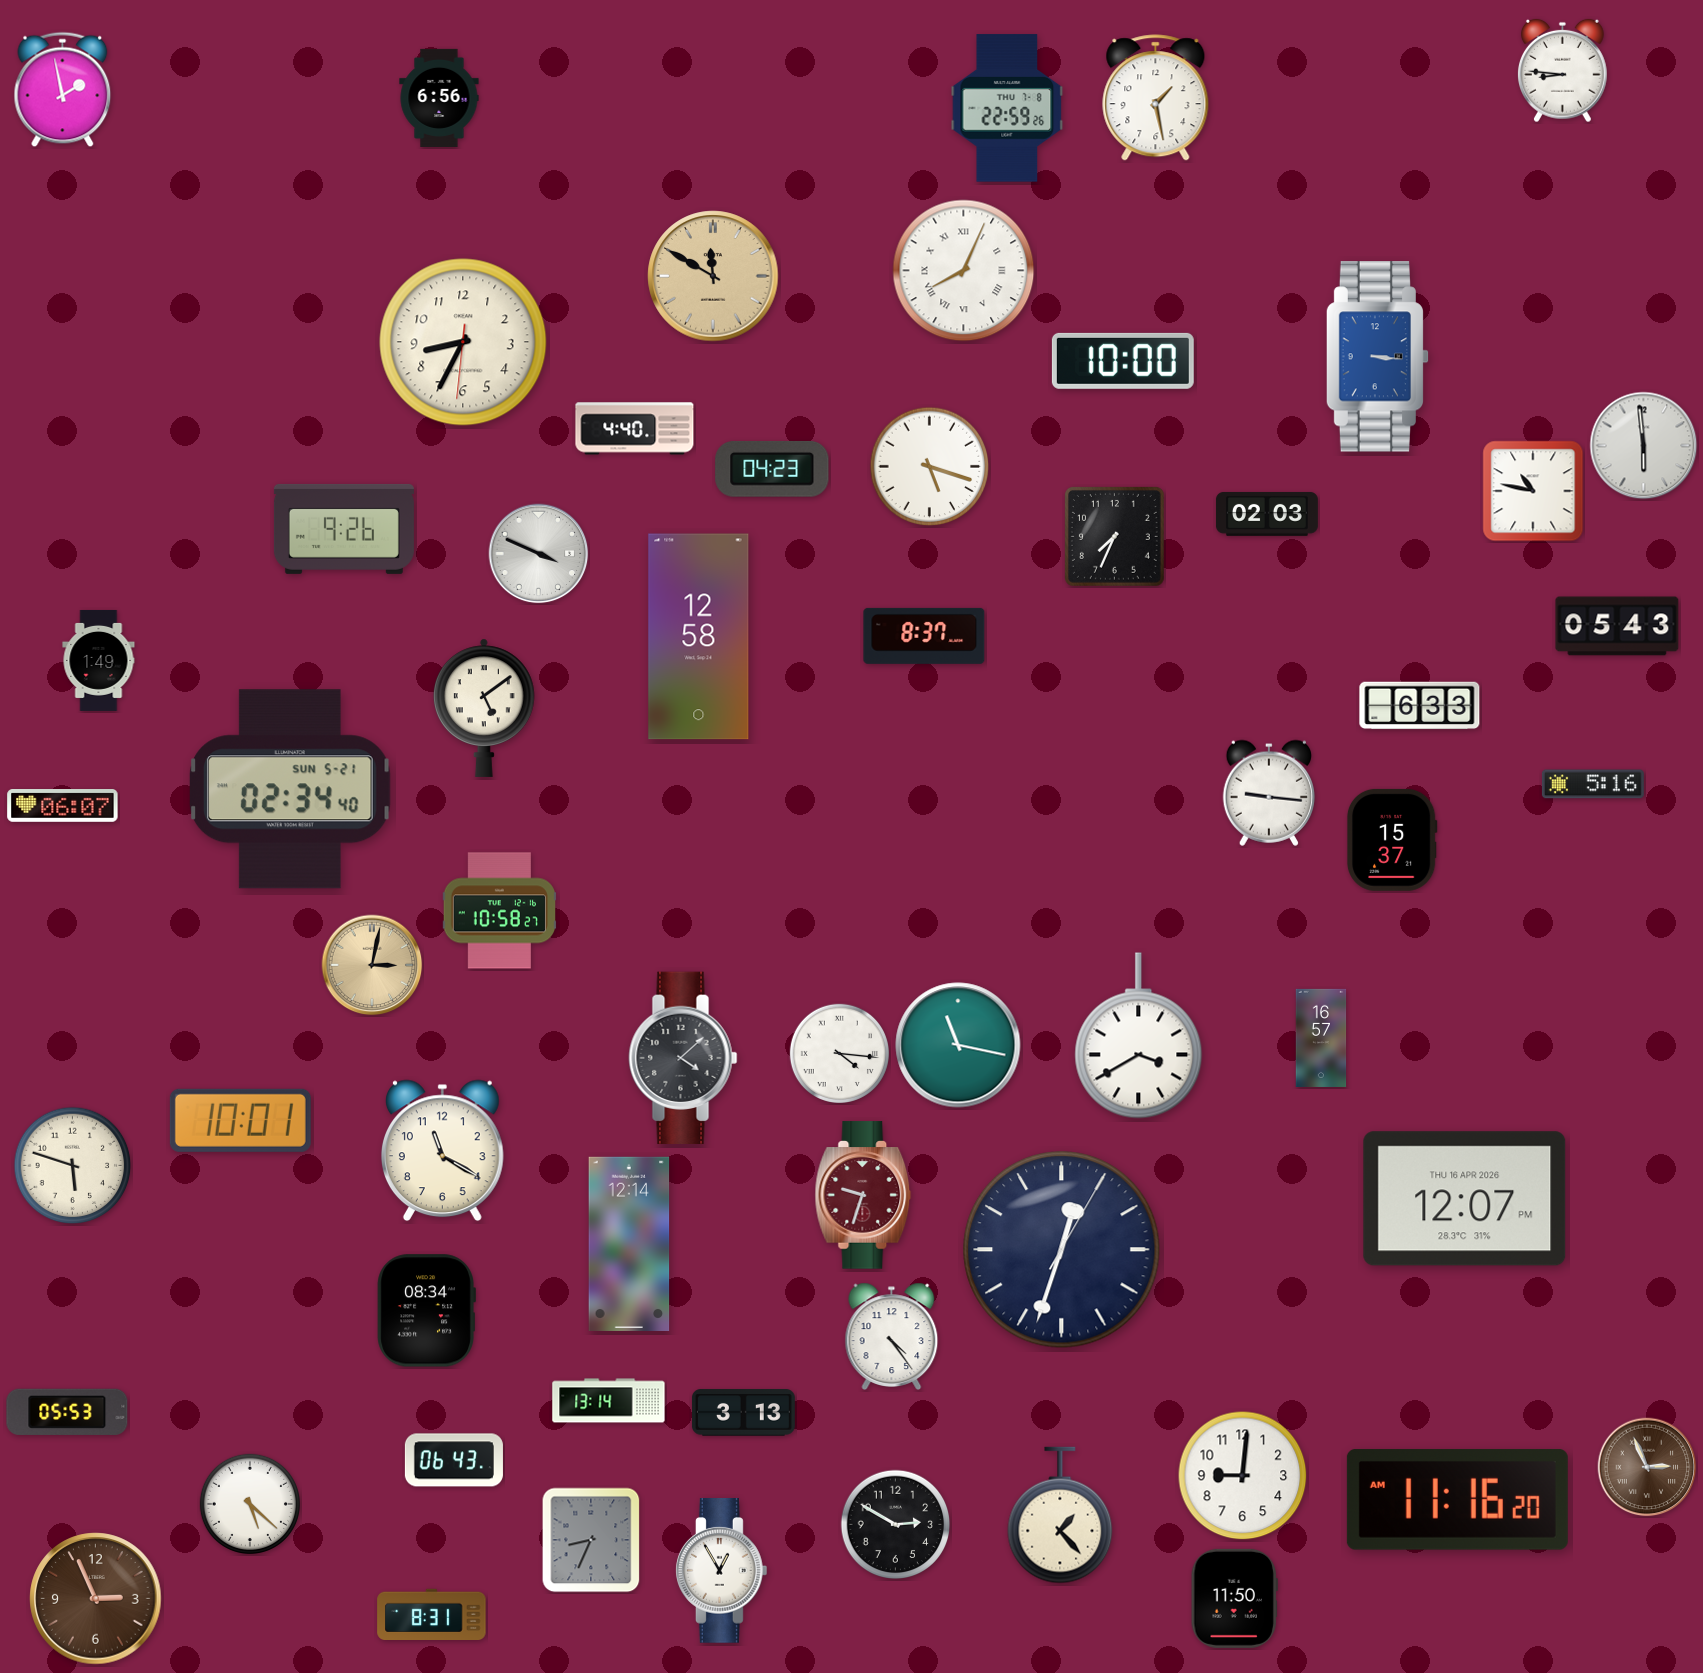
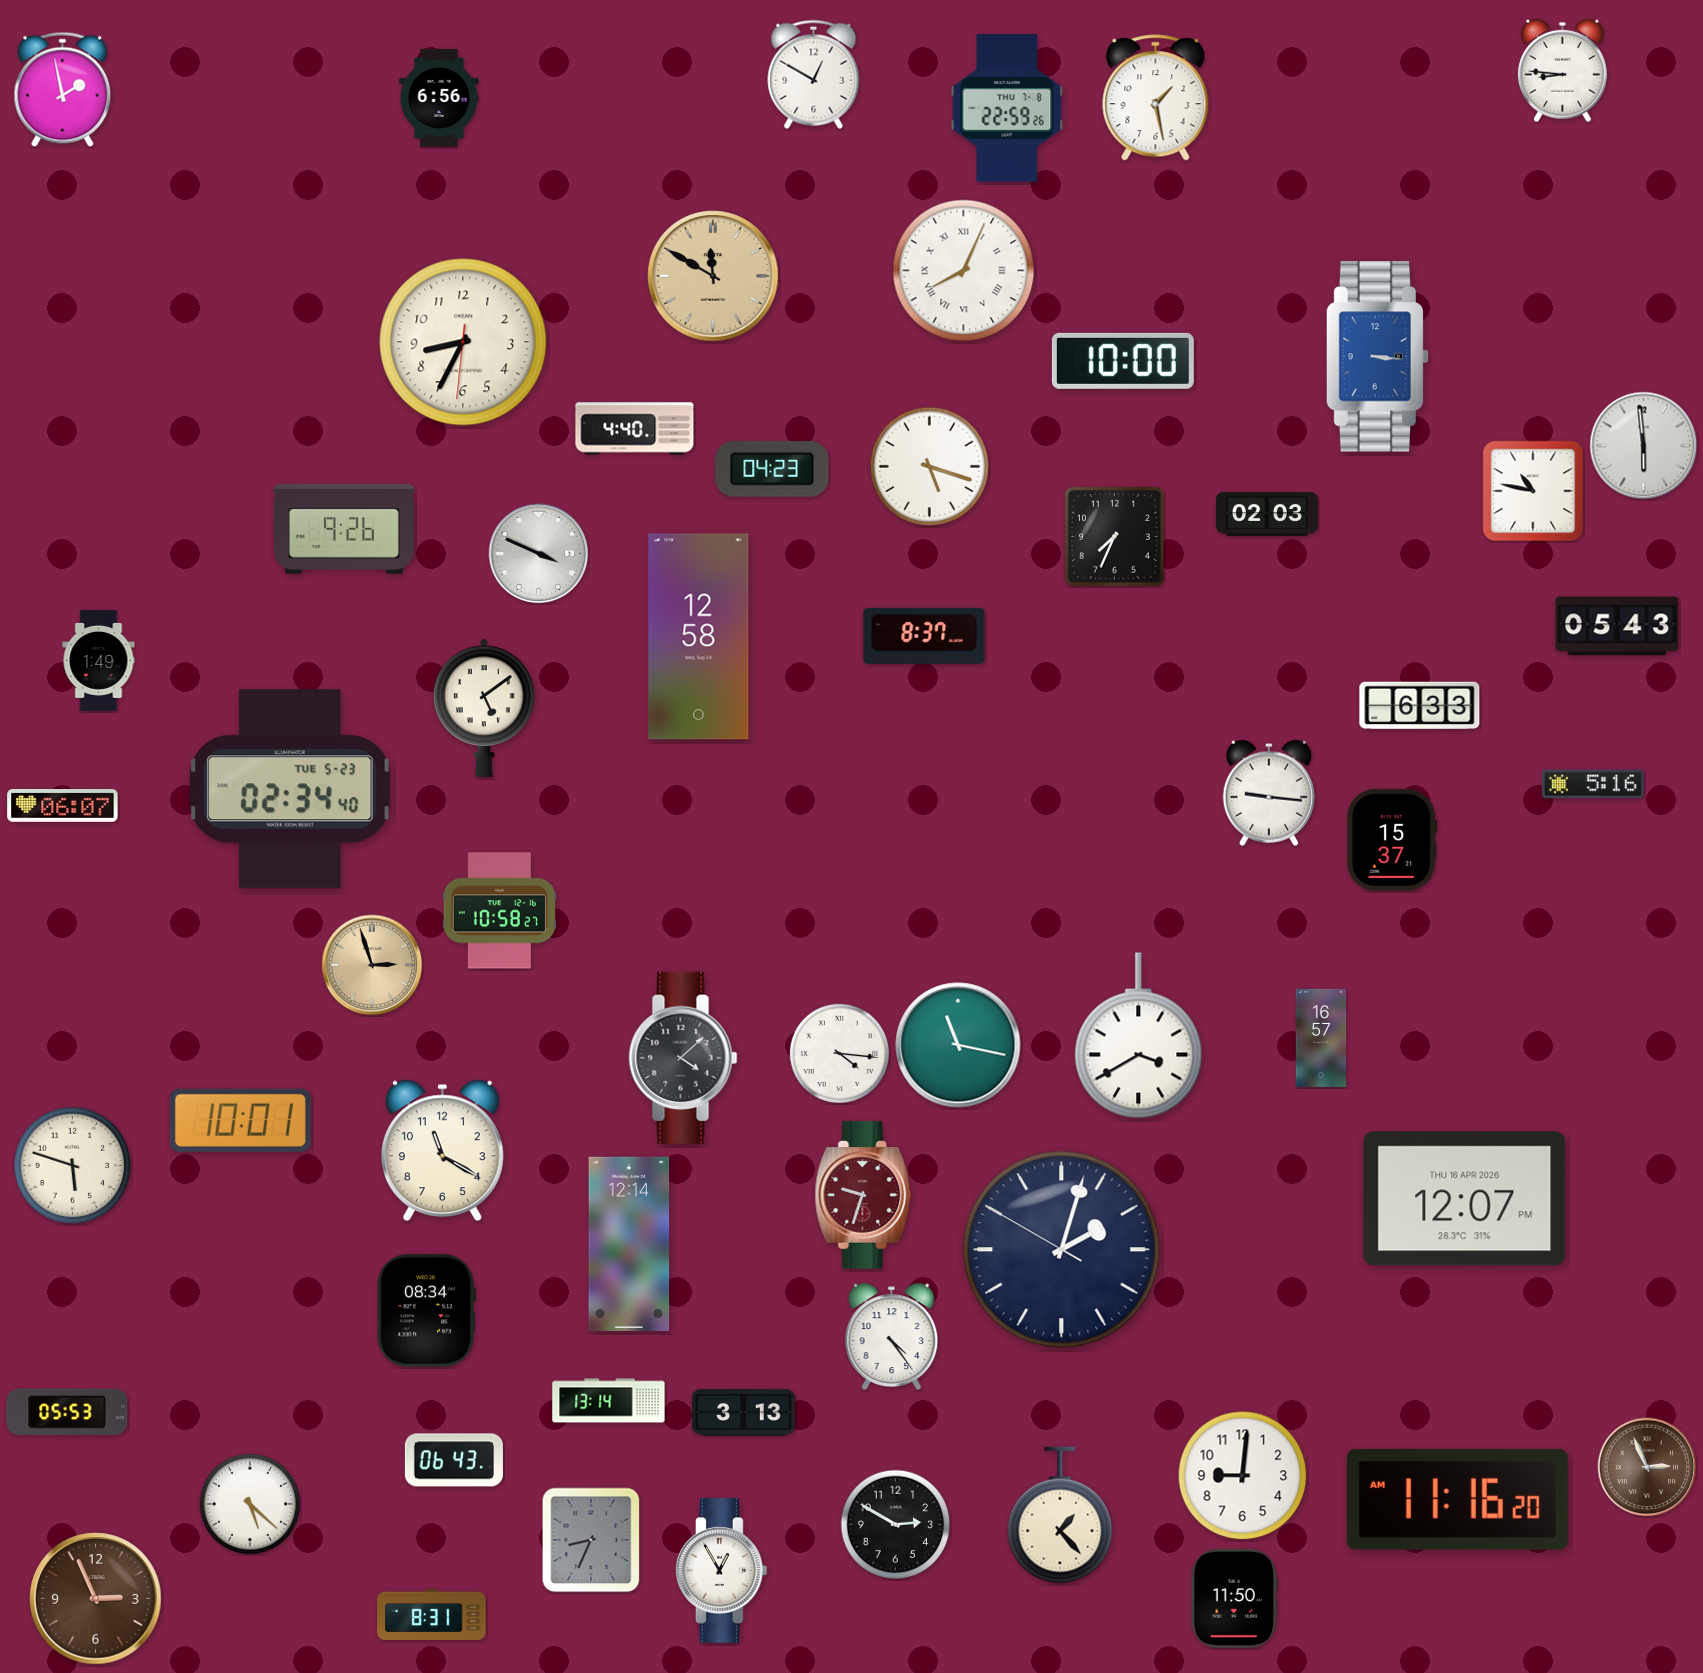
clock at (814, 74): none -> 12:50
clock at (291, 789) date: SUN 5-21 -> TUE 5-23
clock at (372, 965): 3:02 -> 2:57
clock at (1062, 1250): 12:33 -> 2:02
